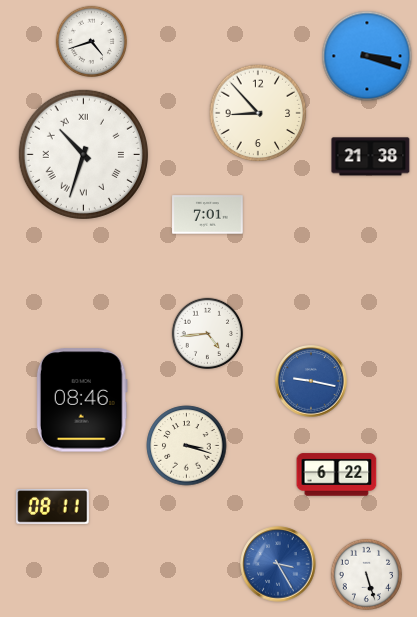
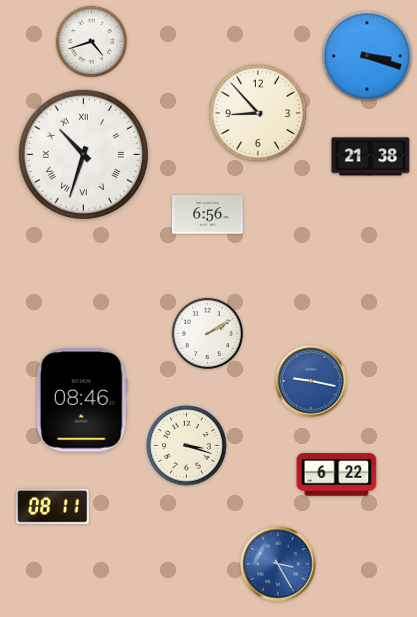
clock at (208, 215): 7:01 -> 6:56
clock at (207, 333): 4:44 -> 2:10
clock at (366, 574): 5:27 -> none
